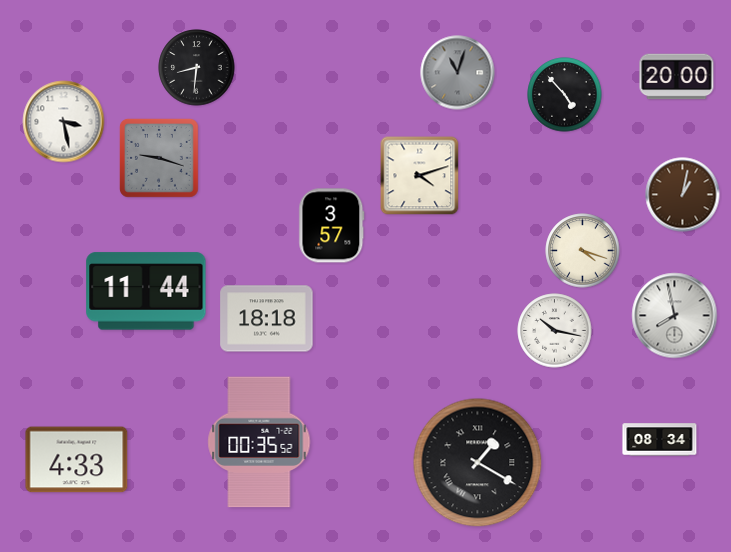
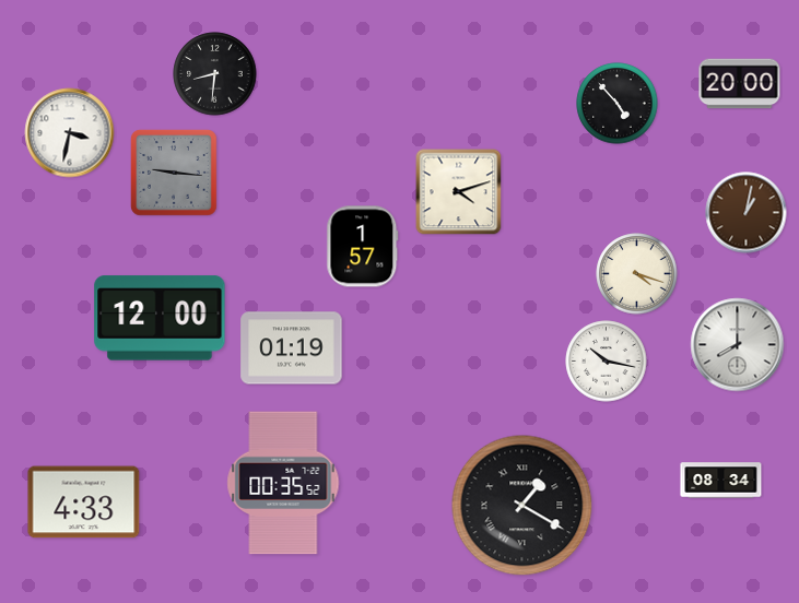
clock at (458, 73): 11:03 -> none
clock at (64, 122): 3:28 -> 3:32
clock at (159, 158): 9:18 -> 9:16
clock at (332, 226): 3:57 -> 1:57
clock at (146, 291): 11:44 -> 12:00
clock at (675, 316): 7:58 -> 8:00
clock at (267, 319): 18:18 -> 01:19
